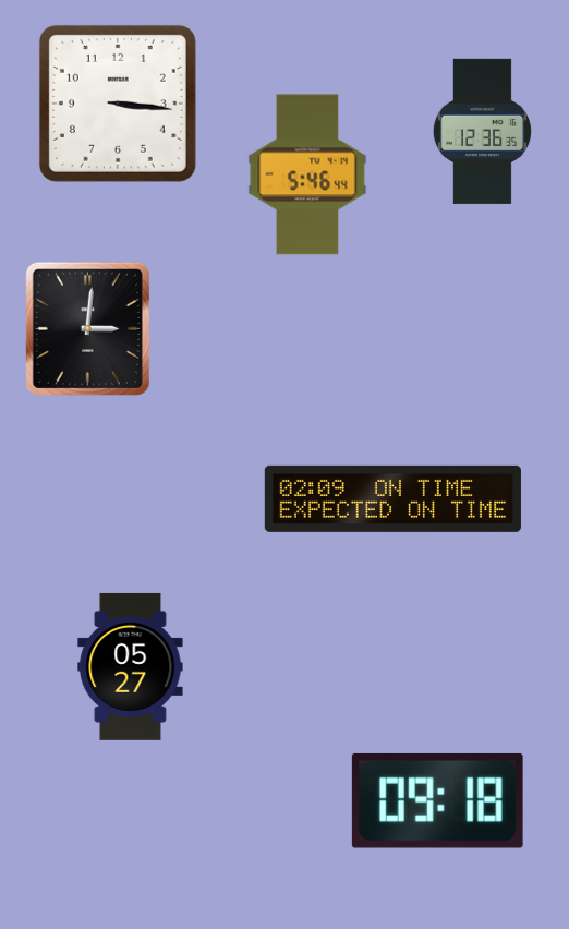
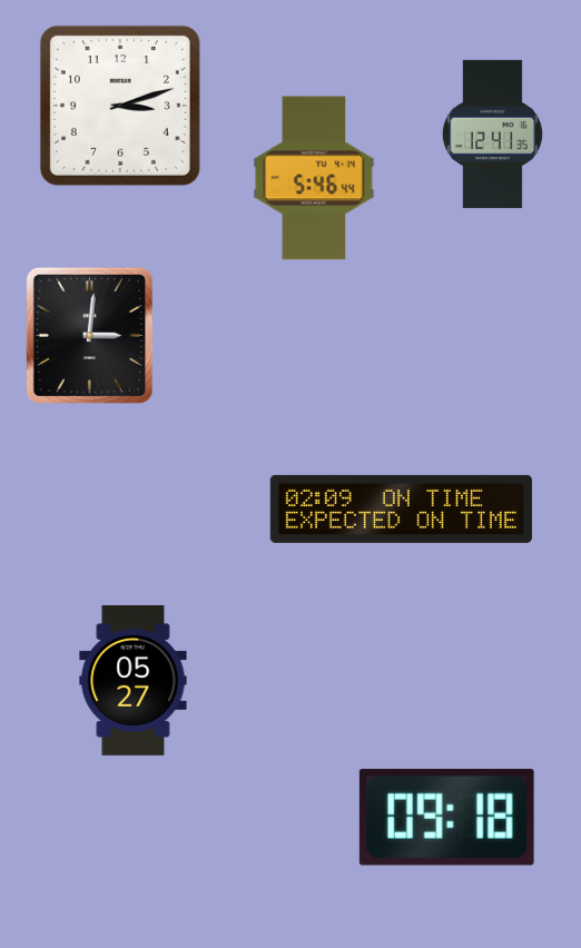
clock at (118, 104): 3:16 -> 3:12
clock at (482, 131): 12:36 -> 12:41
